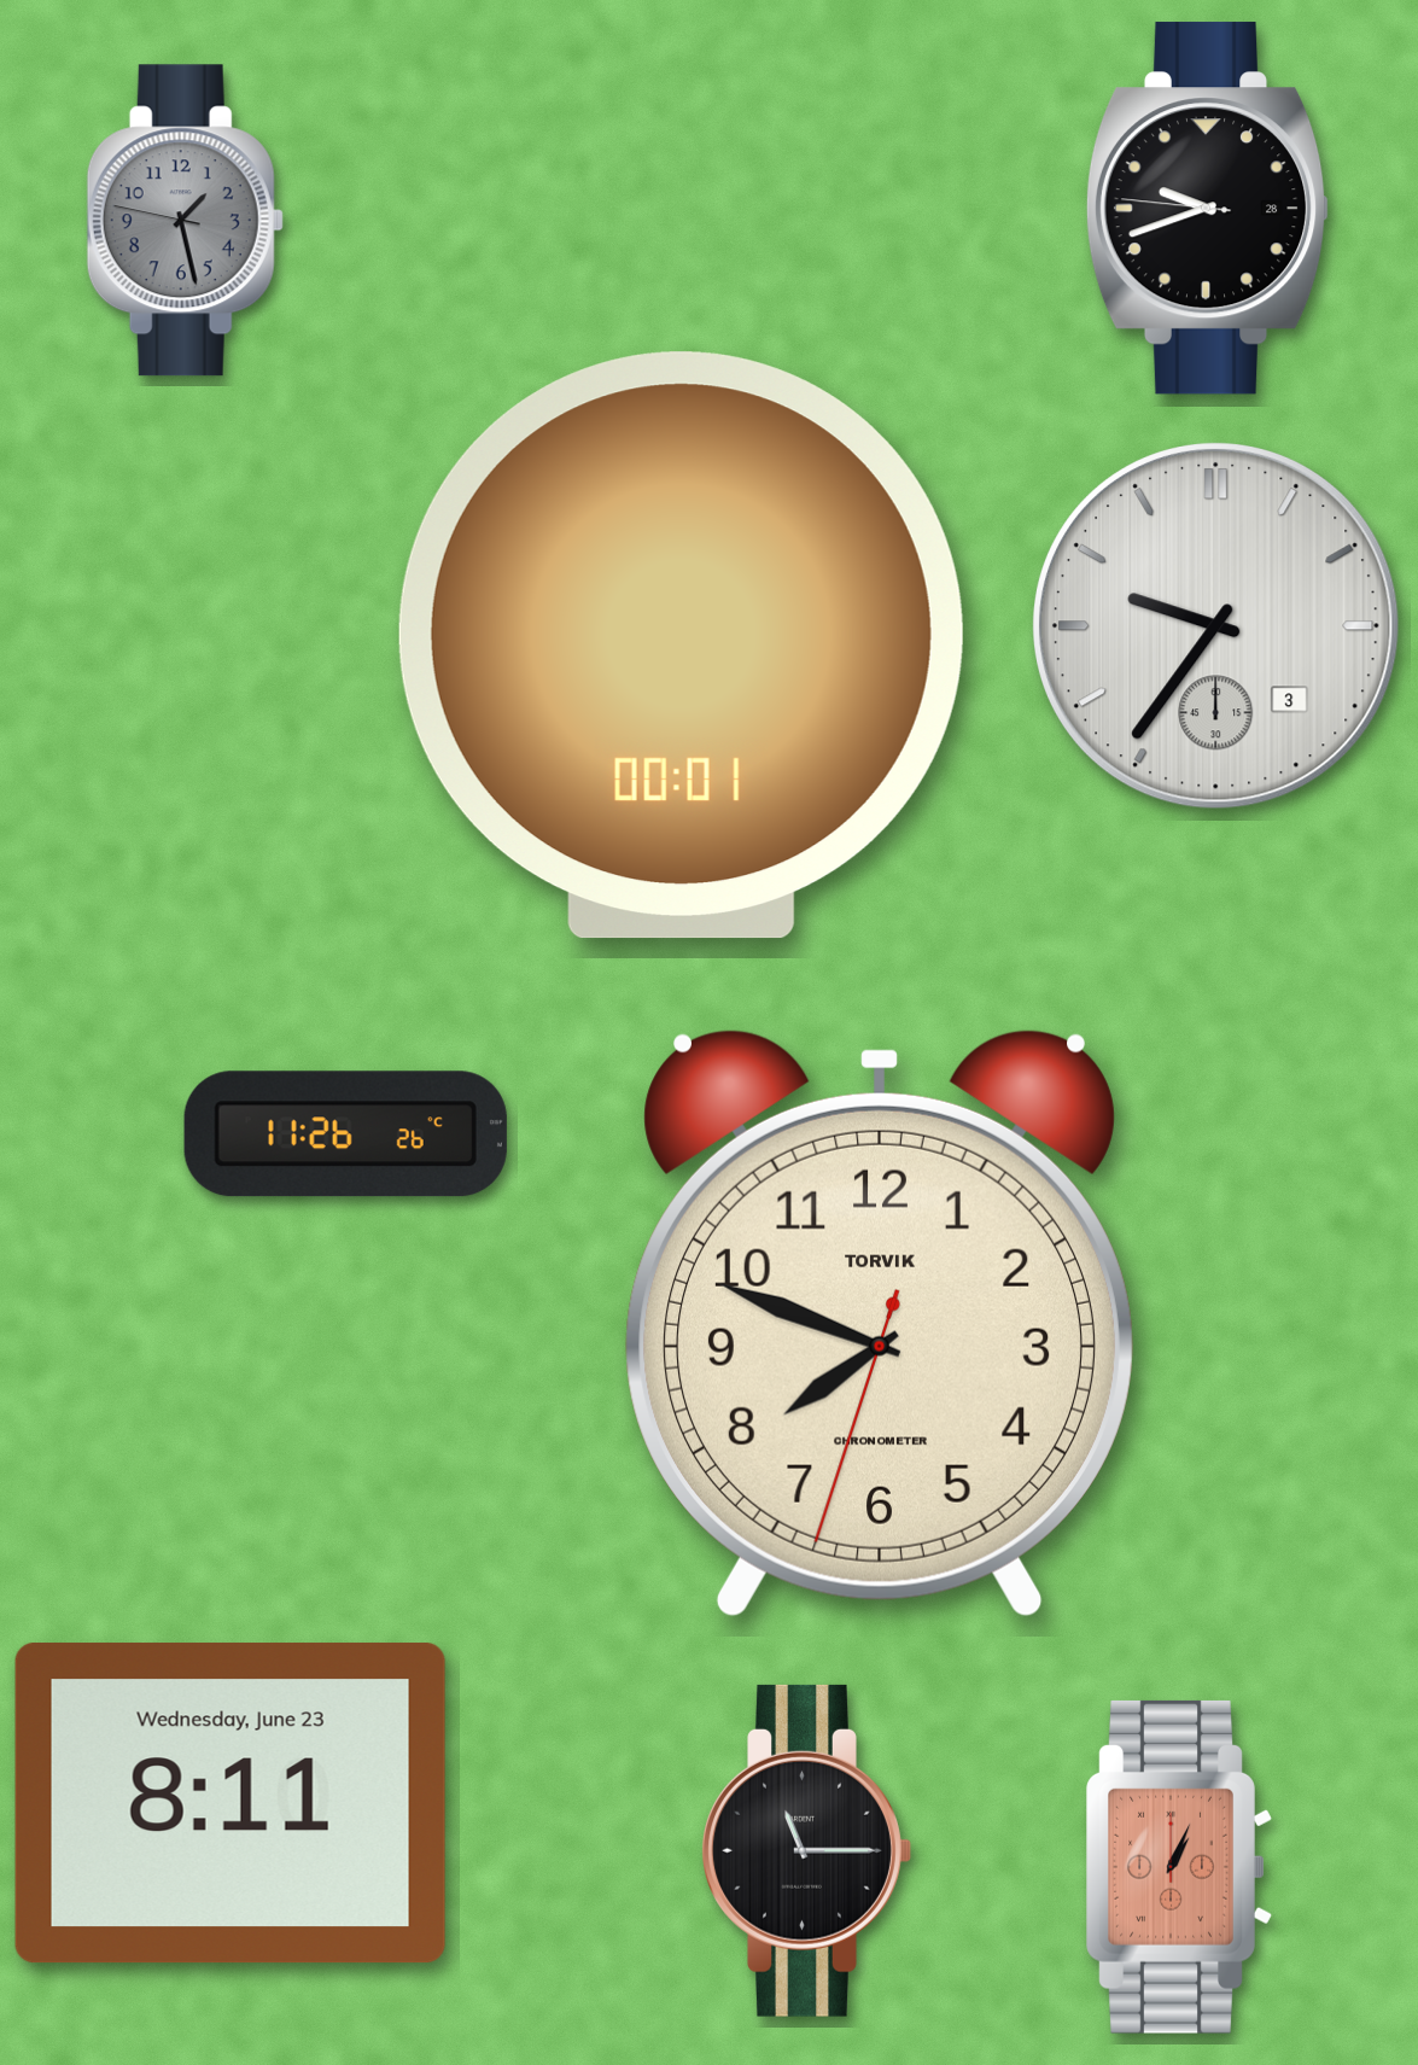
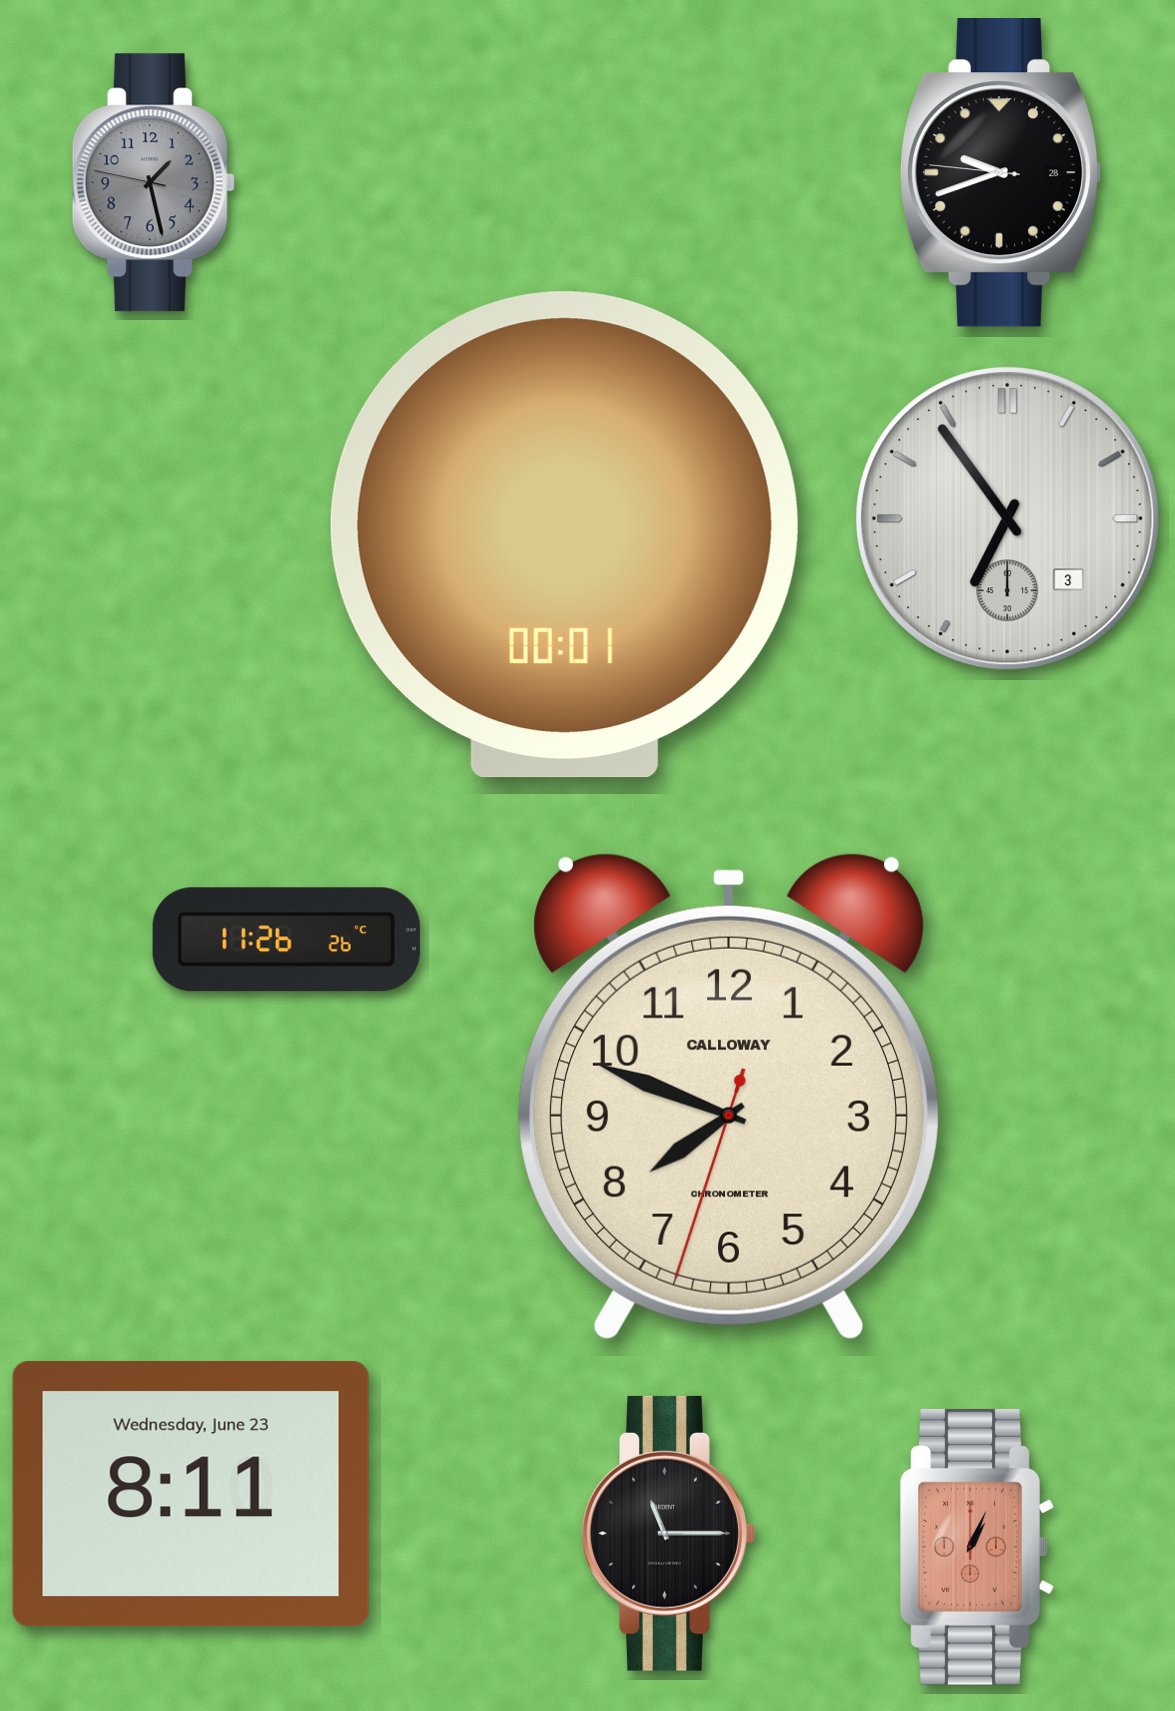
clock at (1216, 626): 9:36 -> 6:54
clock at (880, 1324) brand: TORVIK -> CALLOWAY
